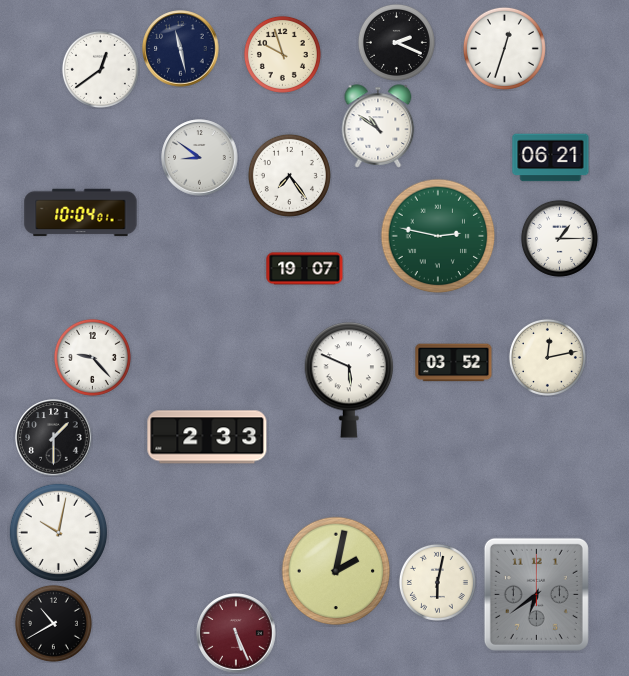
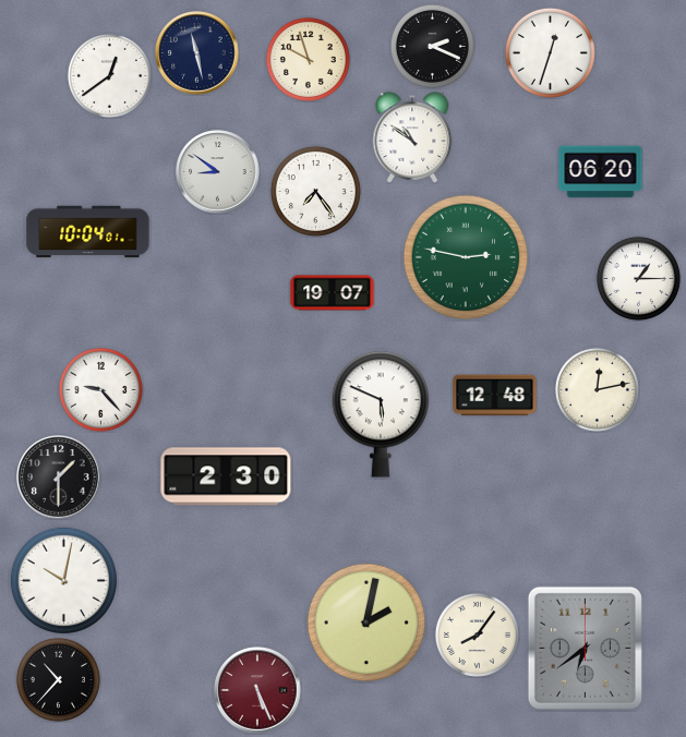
clock at (551, 158): 06:21 -> 06:20
clock at (438, 236) position: (438, 236) -> (466, 257)
clock at (559, 238) position: (559, 238) -> (638, 278)
clock at (454, 363): 03:52 -> 12:48
clock at (207, 437): 2:33 -> 2:30
clock at (437, 582): 6:02 -> 8:06
clock at (53, 623): 10:40 -> 10:37
